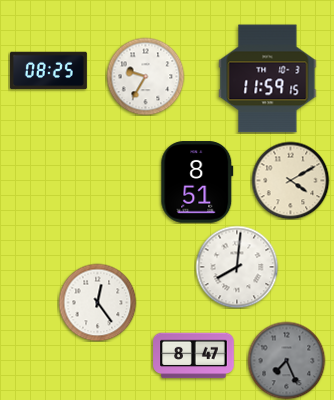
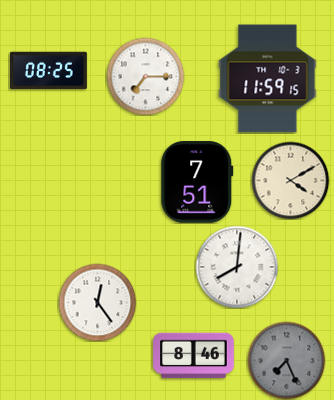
clock at (145, 76): 9:35 -> 7:15
clock at (197, 182): 8:51 -> 7:51
clock at (194, 356): 8:47 -> 8:46
